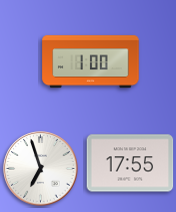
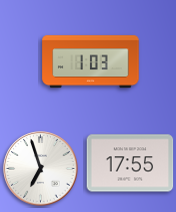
clock at (91, 62): 1:00 -> 1:03
